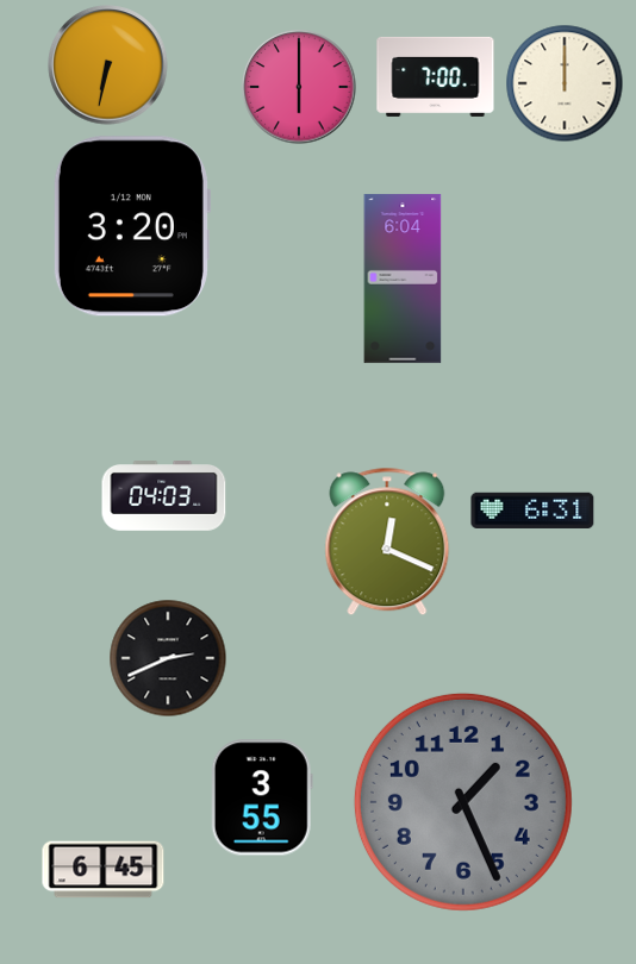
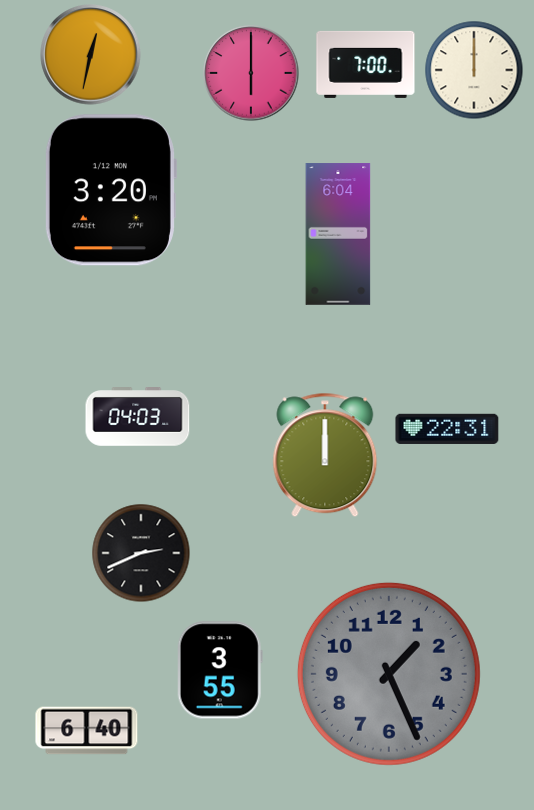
clock at (108, 65): 6:32 -> 12:32
clock at (532, 511): 6:31 -> 22:31
clock at (387, 542): 12:19 -> 12:00
clock at (104, 870): 6:45 -> 6:40
